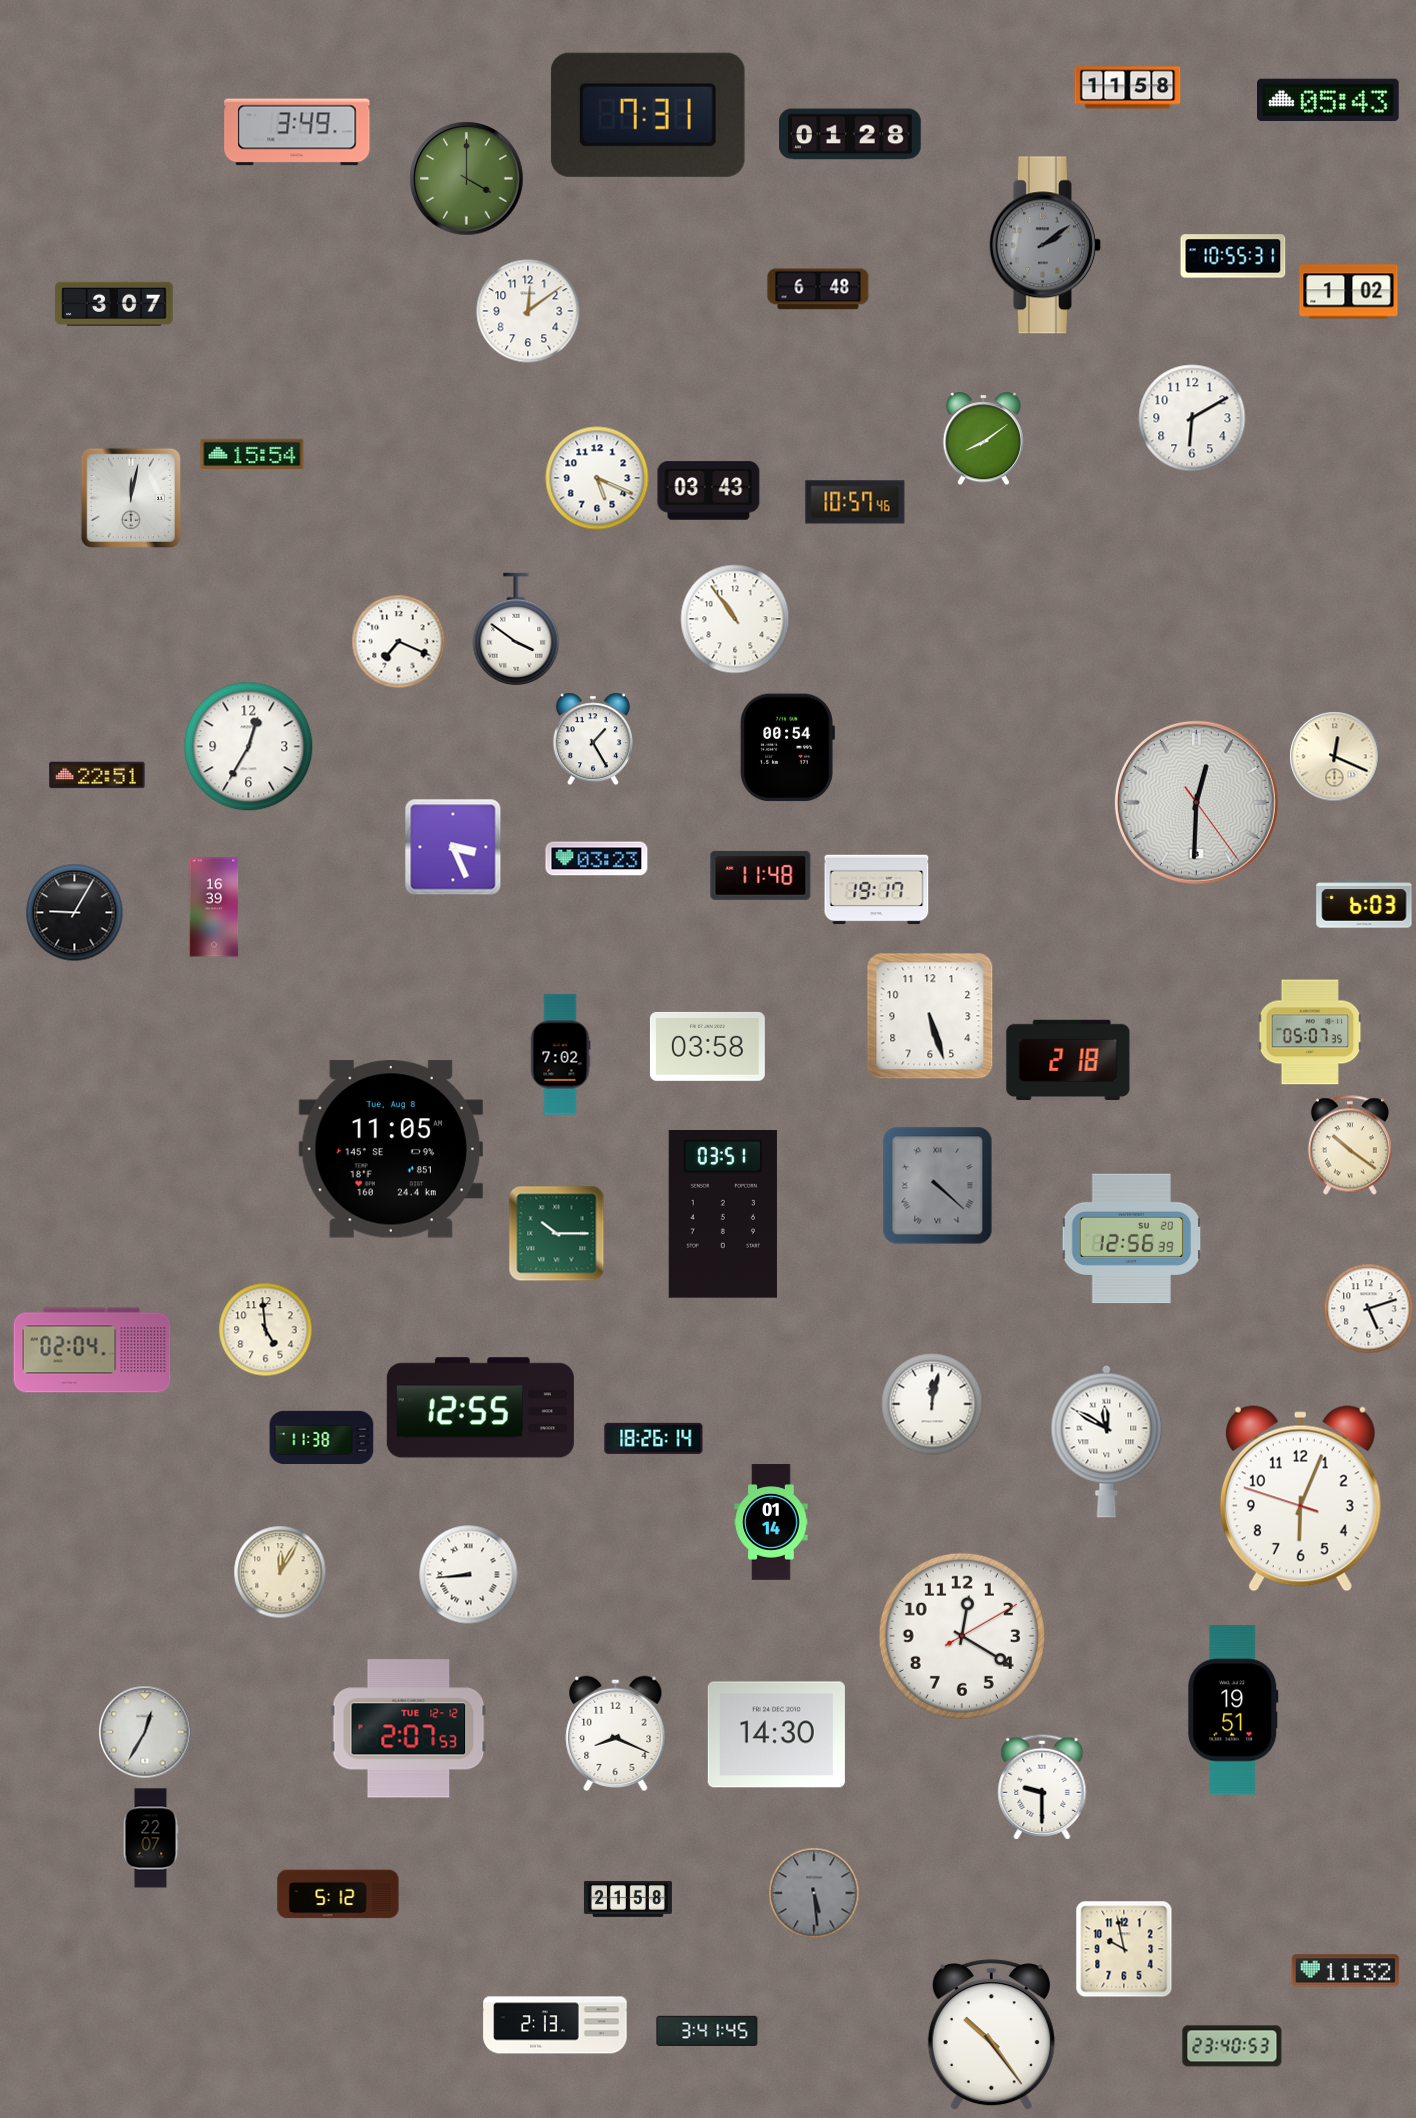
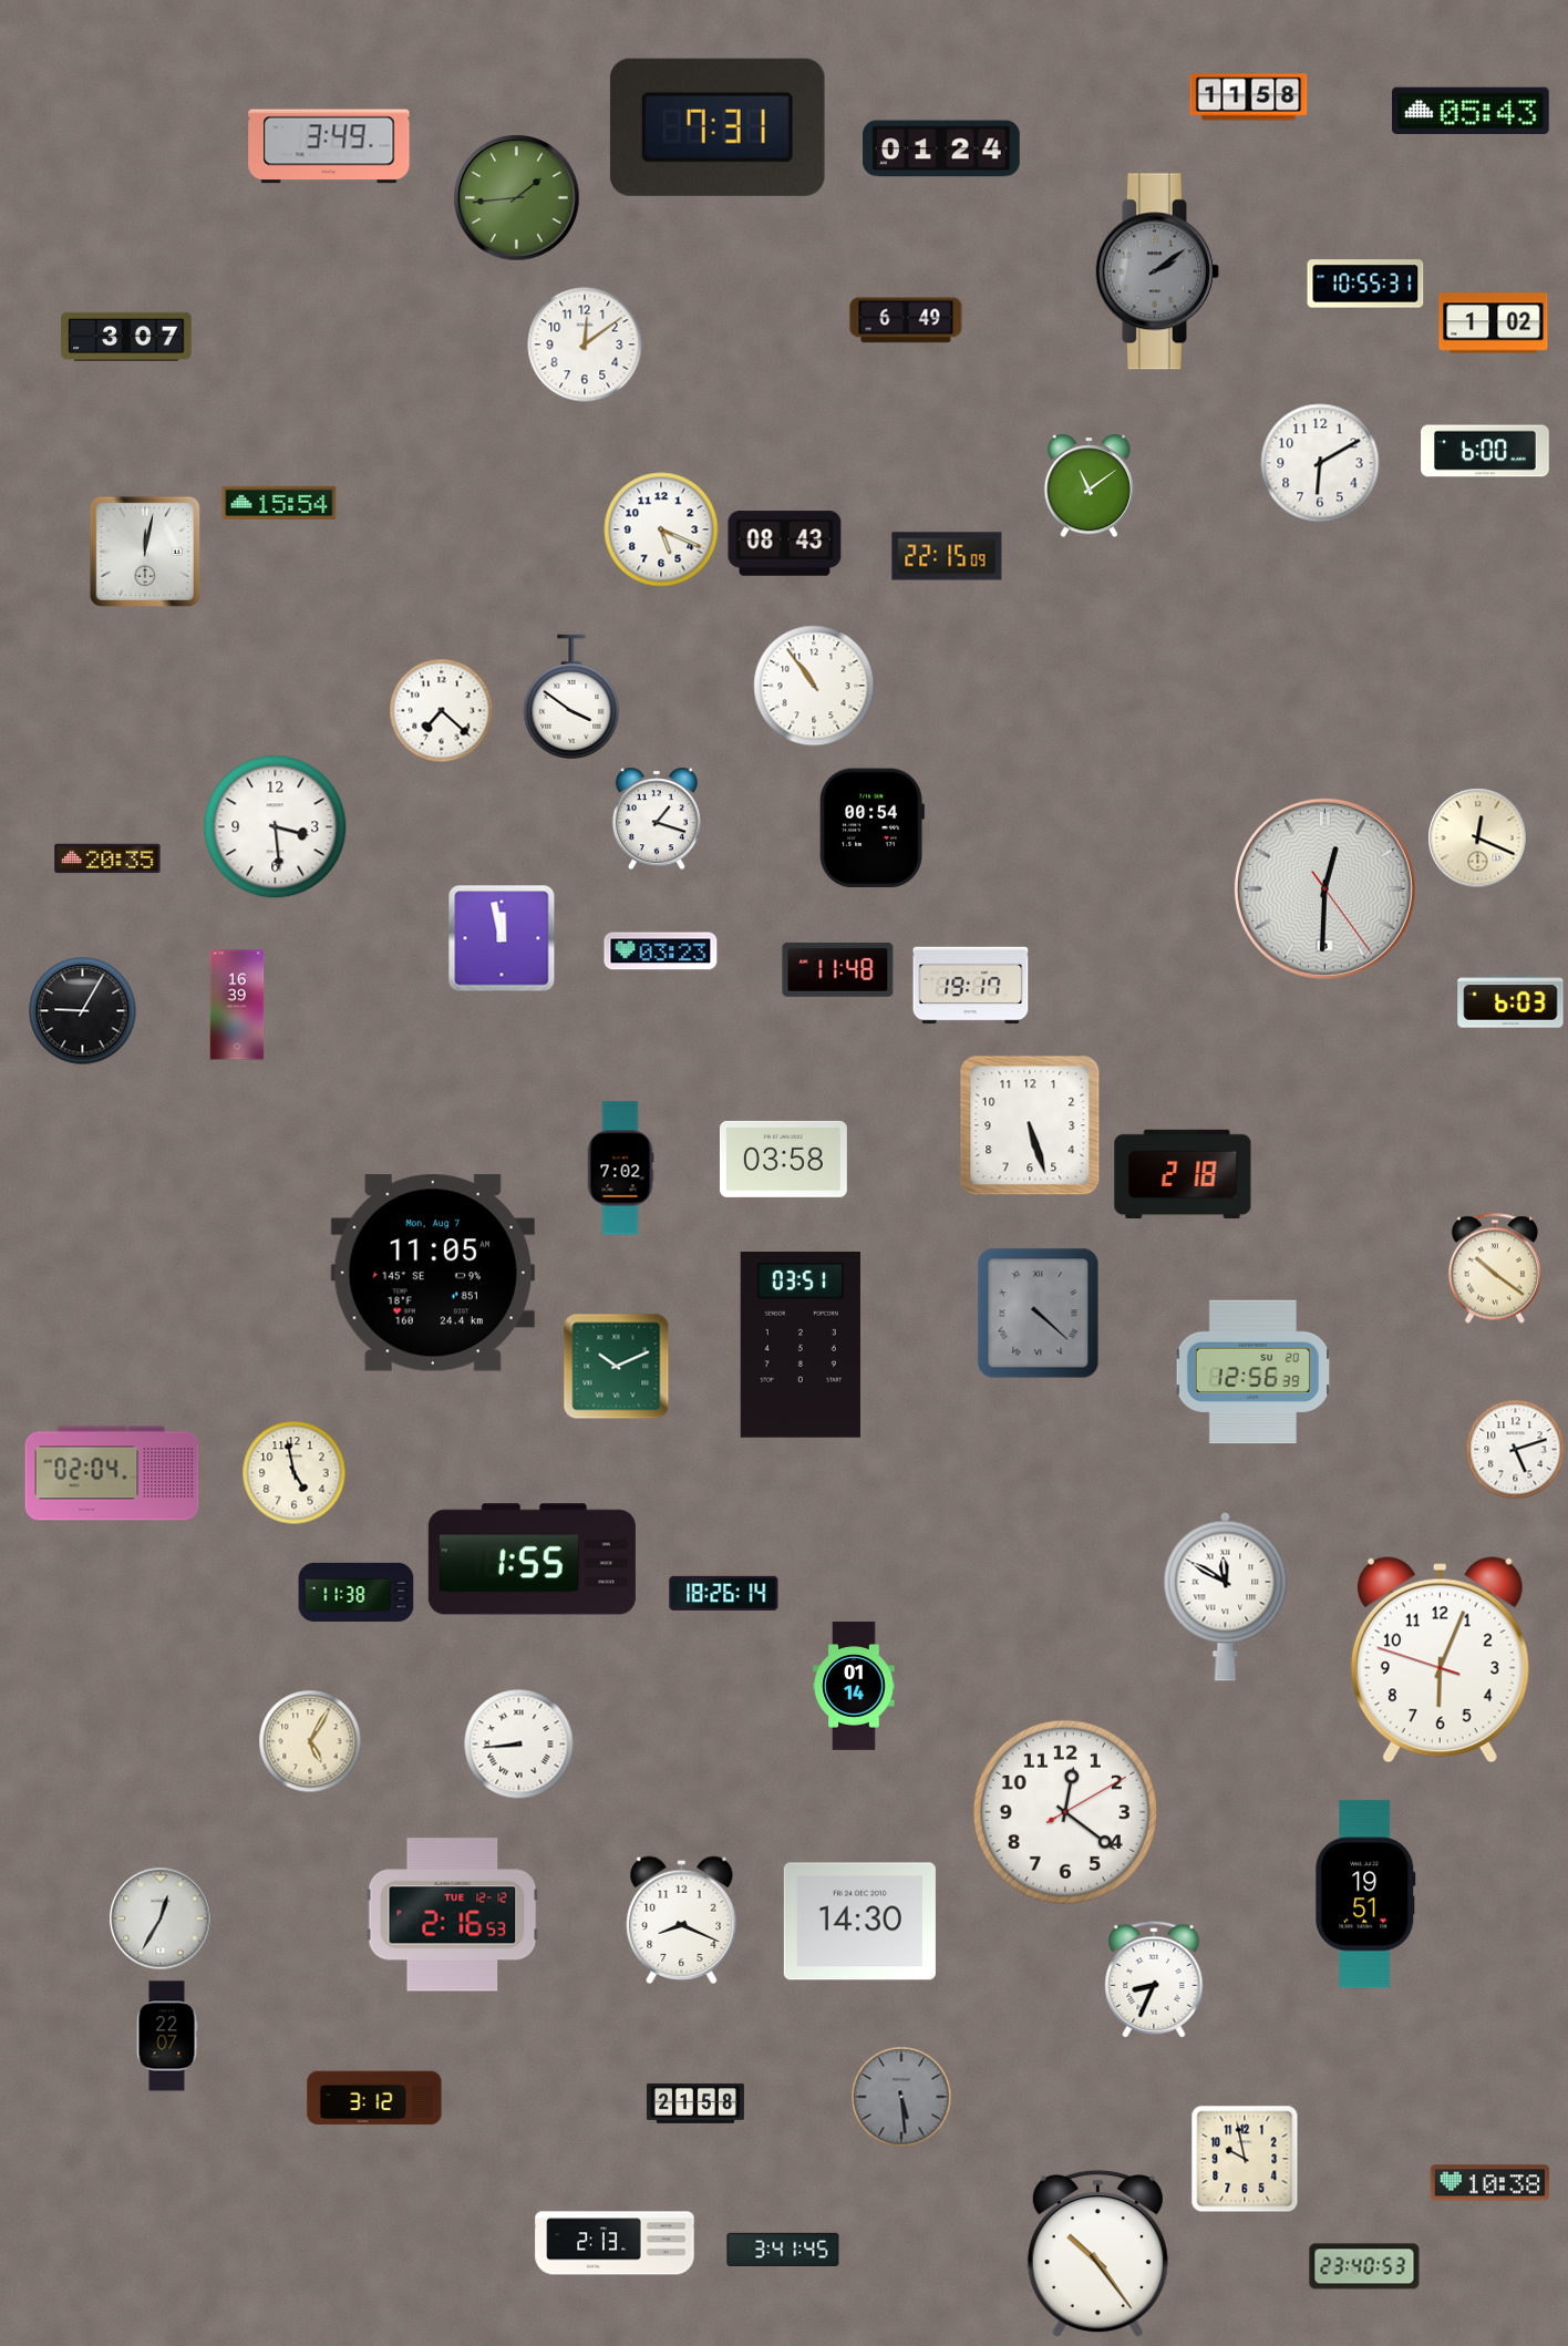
clock at (850, 134): 01:28 -> 01:24
clock at (467, 179): 4:00 -> 1:44
clock at (818, 289): 6:48 -> 6:49
clock at (1485, 451): none -> 6:00
clock at (983, 439): 8:09 -> 11:09
clock at (709, 491): 03:43 -> 08:43
clock at (855, 502): 10:57 -> 22:15
clock at (399, 642): 7:19 -> 7:22
clock at (593, 739): 1:25 -> 1:18
clock at (249, 747): 12:35 -> 3:29
clock at (97, 775): 22:51 -> 20:35
clock at (453, 847): 3:26 -> 11:58
clock at (761, 875) position: (761, 875) -> (838, 969)
clock at (1310, 1032): 05:07 -> none
clock at (391, 1149) date: Tue, Aug 8 -> Mon, Aug 7
clock at (557, 1234): 10:15 -> 10:11
clock at (266, 1330): 4:59 -> 4:58
clock at (92, 1350) position: (92, 1350) -> (112, 1473)
clock at (932, 1404): 12:02 -> none
clock at (480, 1408): 12:55 -> 1:55
clock at (280, 1572): 12:05 -> 5:05
clock at (962, 1636): 12:20 -> 12:21
clock at (409, 1729): 2:07 -> 2:16
clock at (1042, 1787): 9:30 -> 8:34
clock at (338, 1894): 5:12 -> 3:12
clock at (1346, 1971): 11:32 -> 10:38
